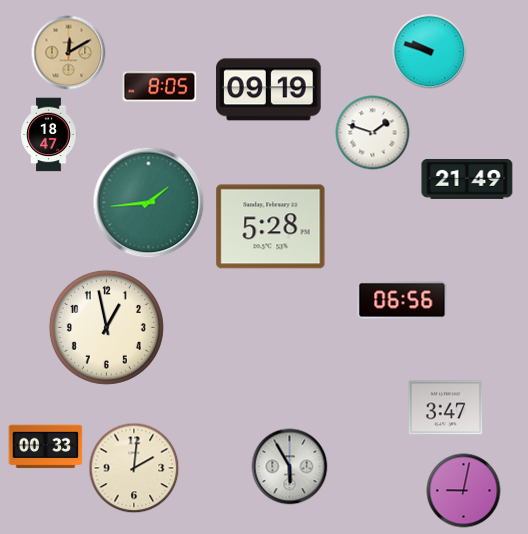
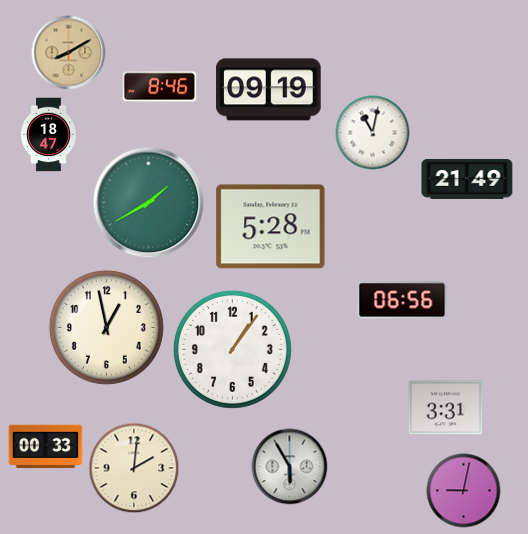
clock at (430, 52): 9:48 -> none
clock at (69, 53): 12:10 -> 8:10
clock at (160, 87): 8:05 -> 8:46
clock at (373, 133): 1:48 -> 11:02
clock at (149, 203): 1:44 -> 1:40
clock at (232, 349): none -> 1:06
clock at (446, 408): 3:47 -> 3:31
